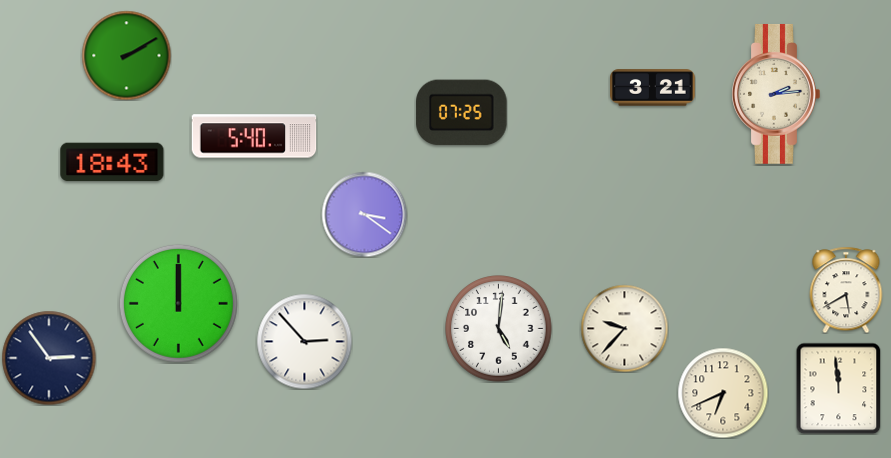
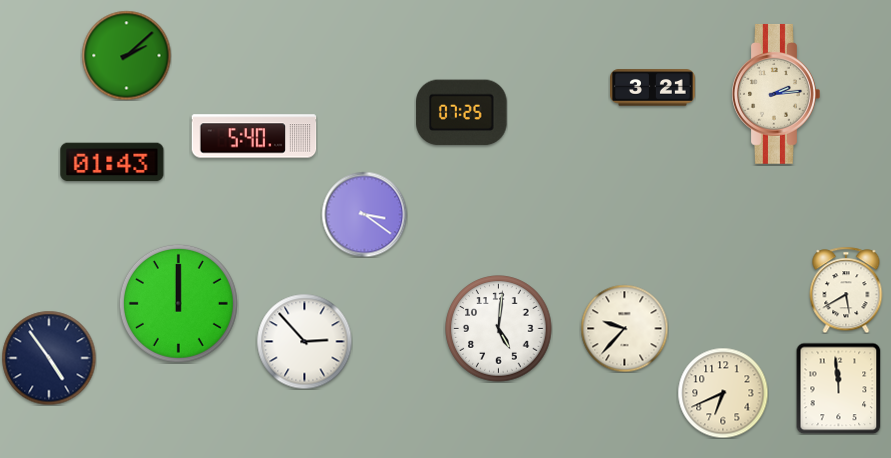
clock at (126, 55): 2:10 -> 2:08
clock at (112, 162): 18:43 -> 01:43
clock at (49, 358): 2:54 -> 4:54
